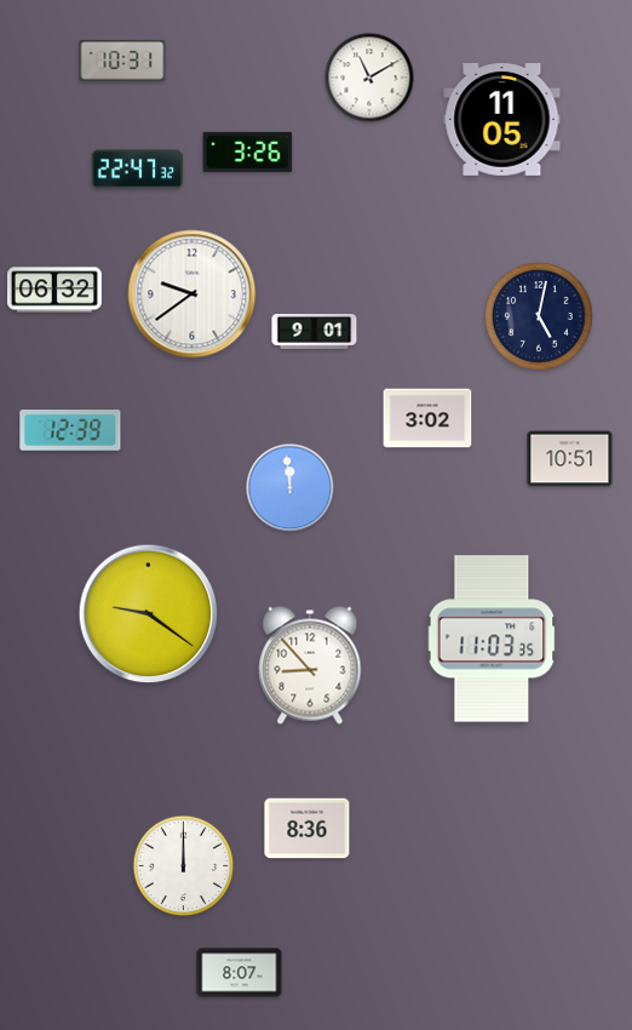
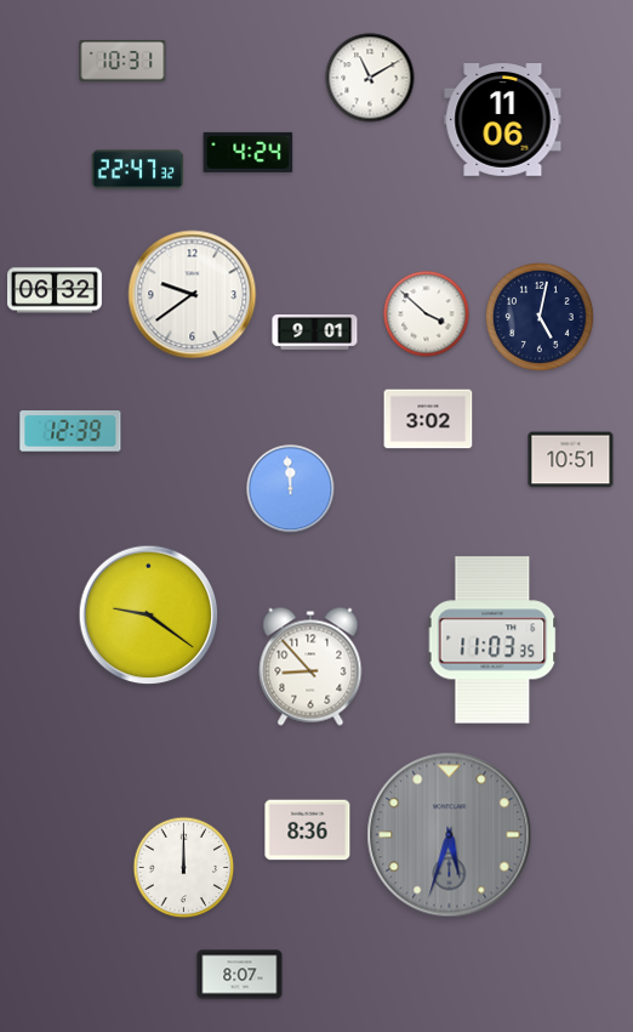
clock at (502, 120): 11:05 -> 11:06
clock at (248, 151): 3:26 -> 4:24
clock at (427, 314): none -> 3:52
clock at (450, 835): none -> 5:33
